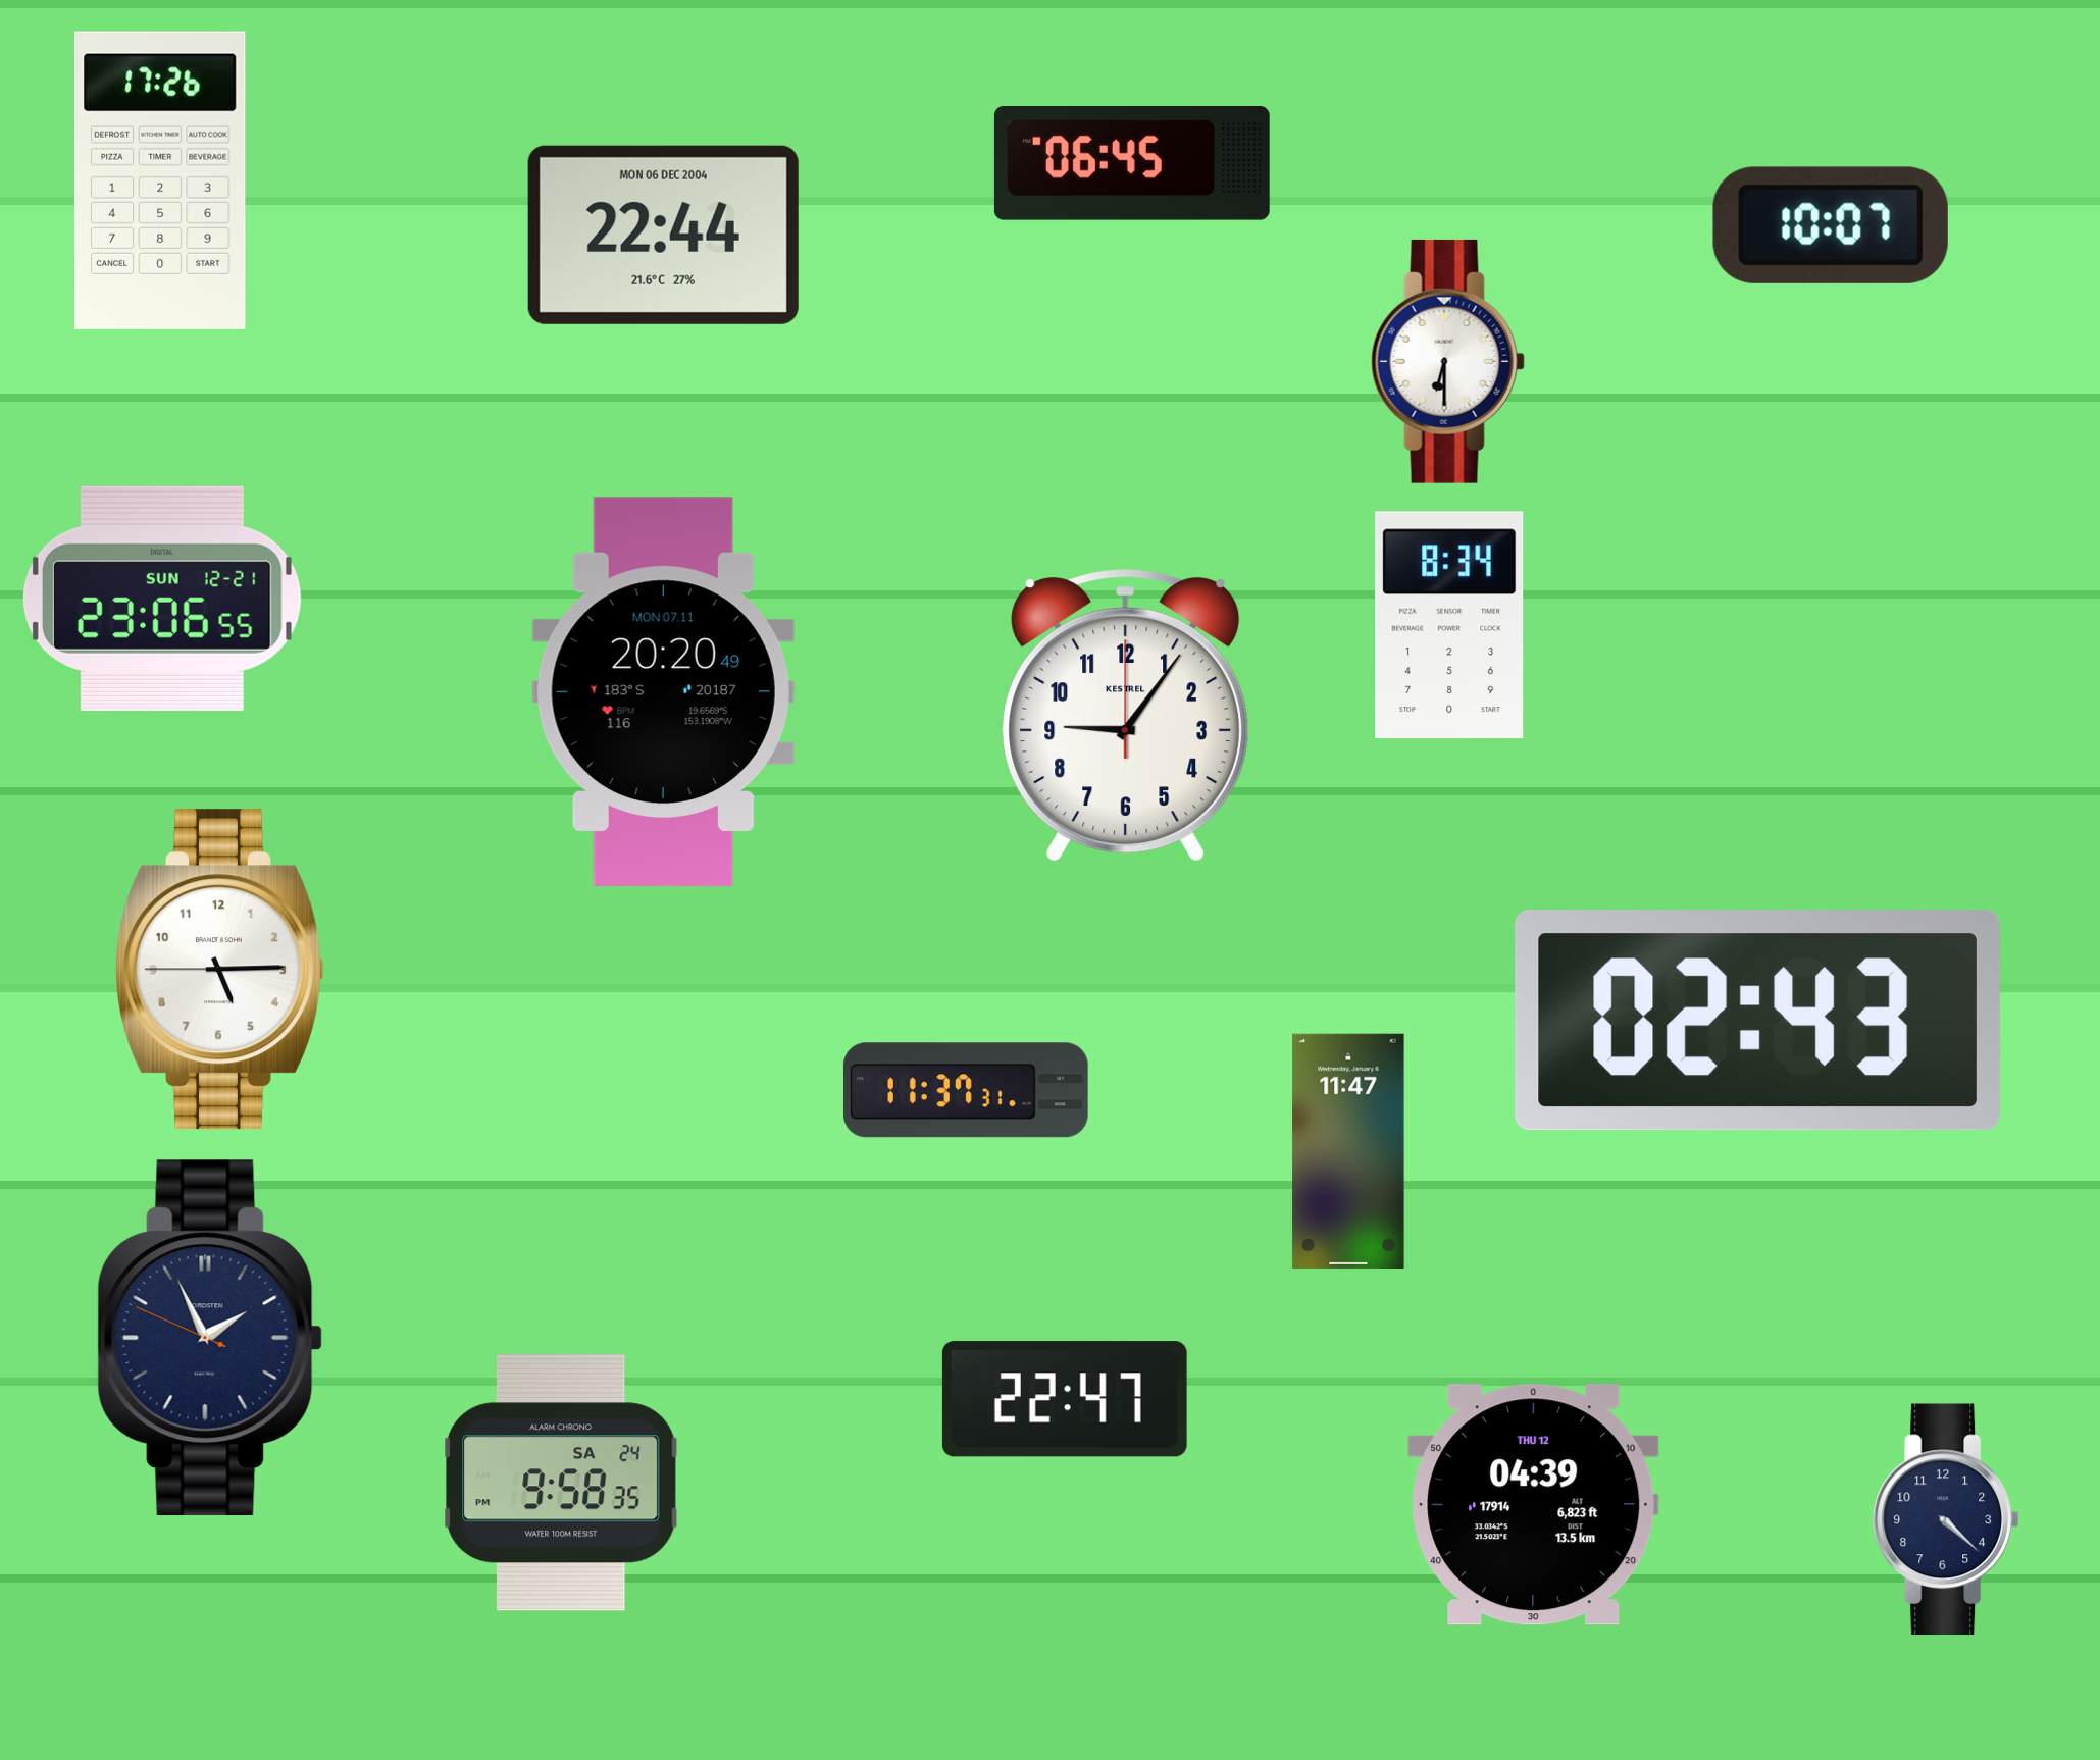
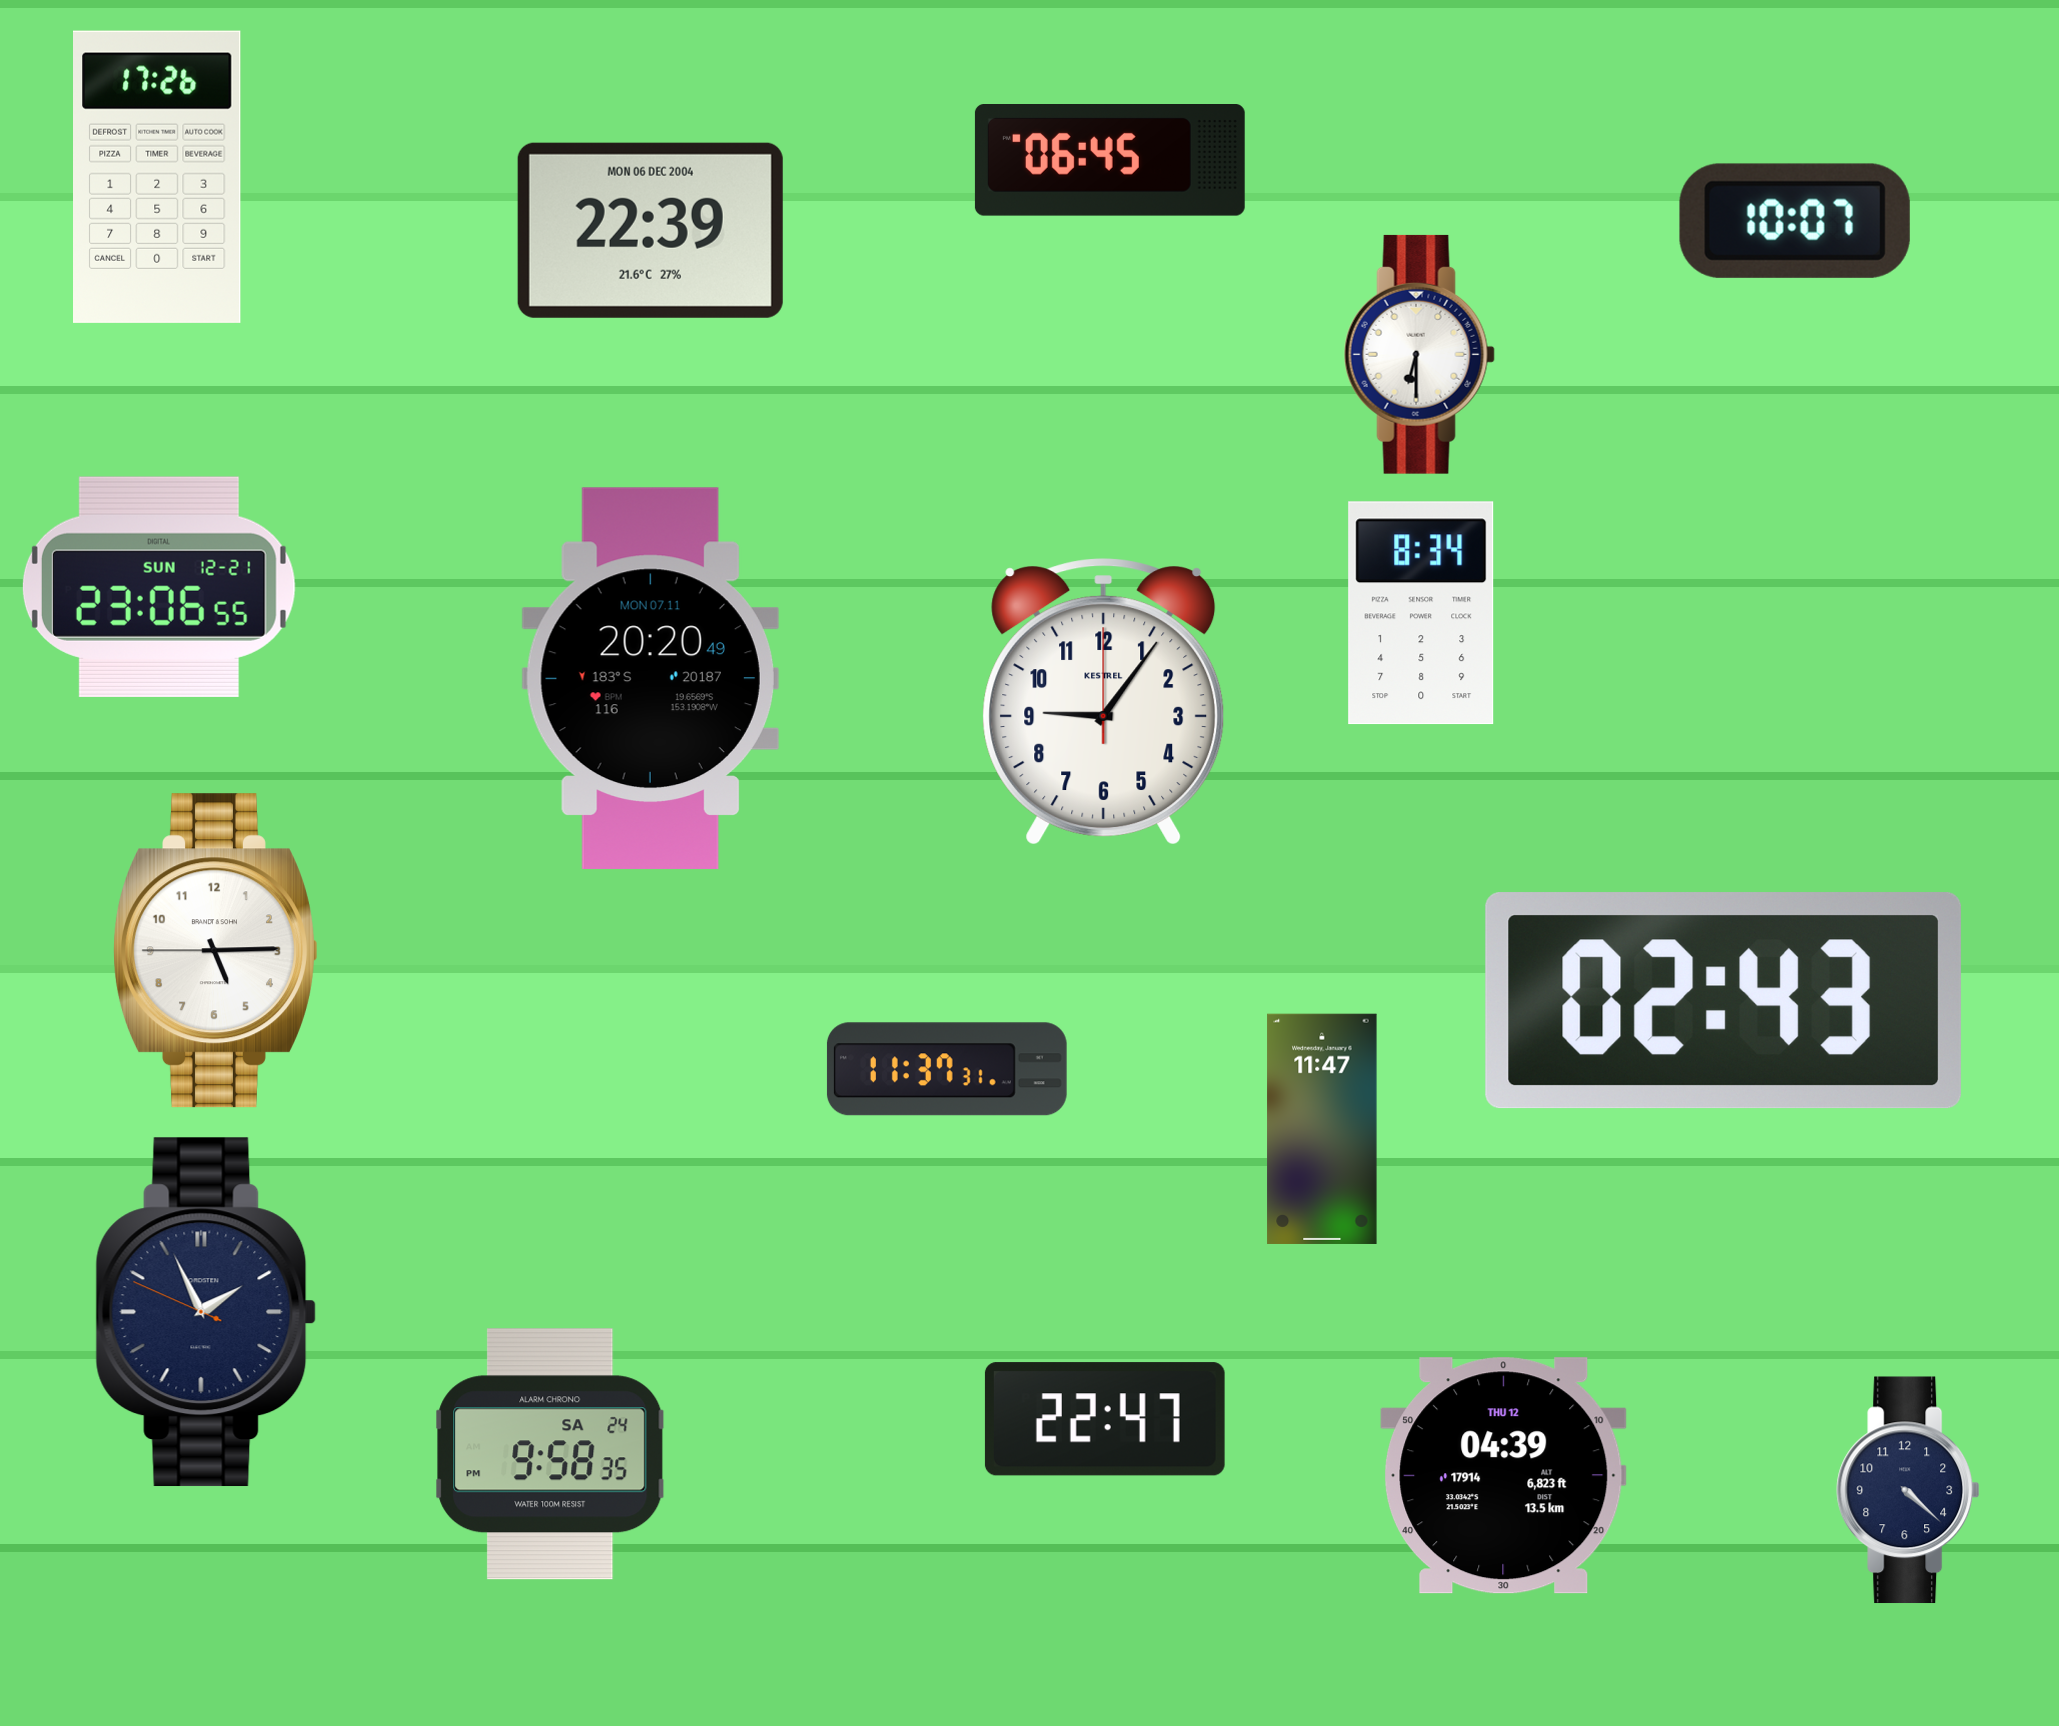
clock at (663, 235): 22:44 -> 22:39
clock at (1065, 1399) position: (1065, 1399) -> (1105, 1419)
